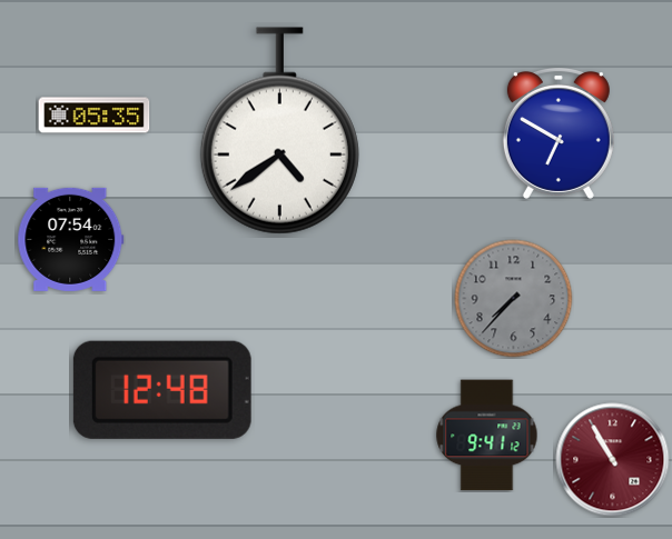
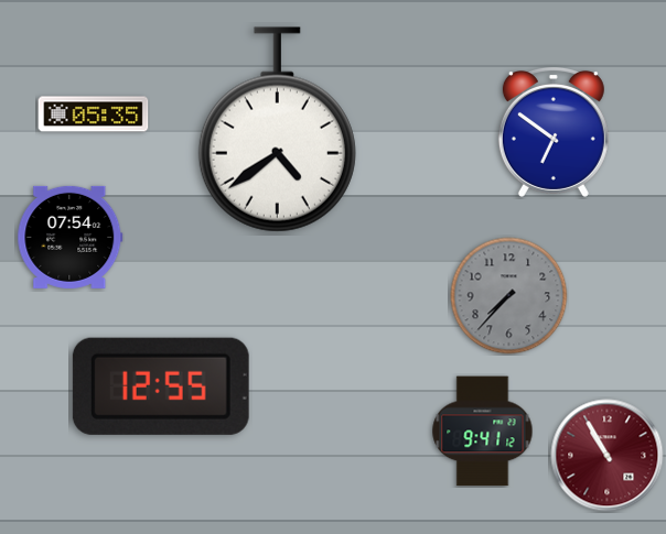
clock at (559, 133): 6:50 -> 6:51
clock at (162, 390): 12:48 -> 12:55
